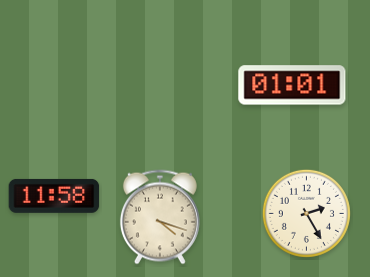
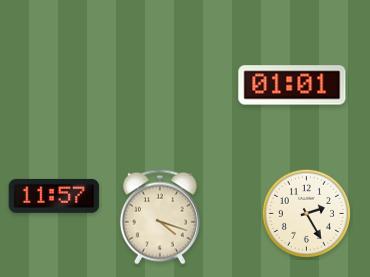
clock at (54, 196): 11:58 -> 11:57
